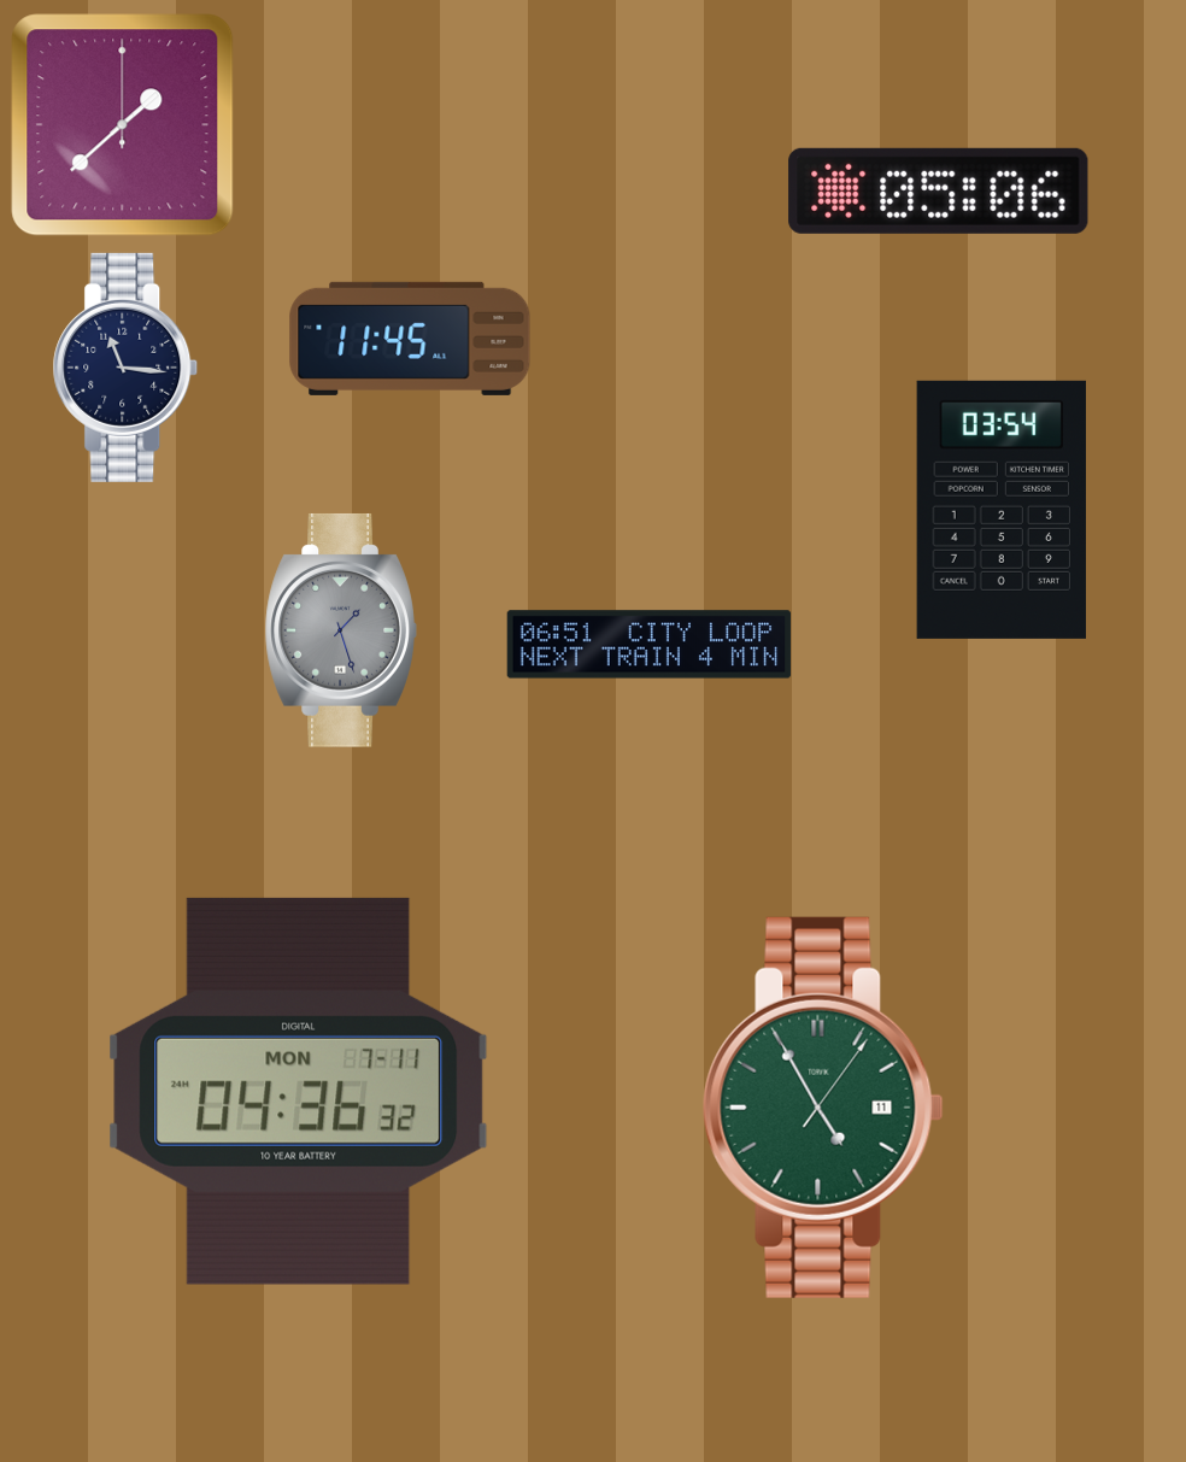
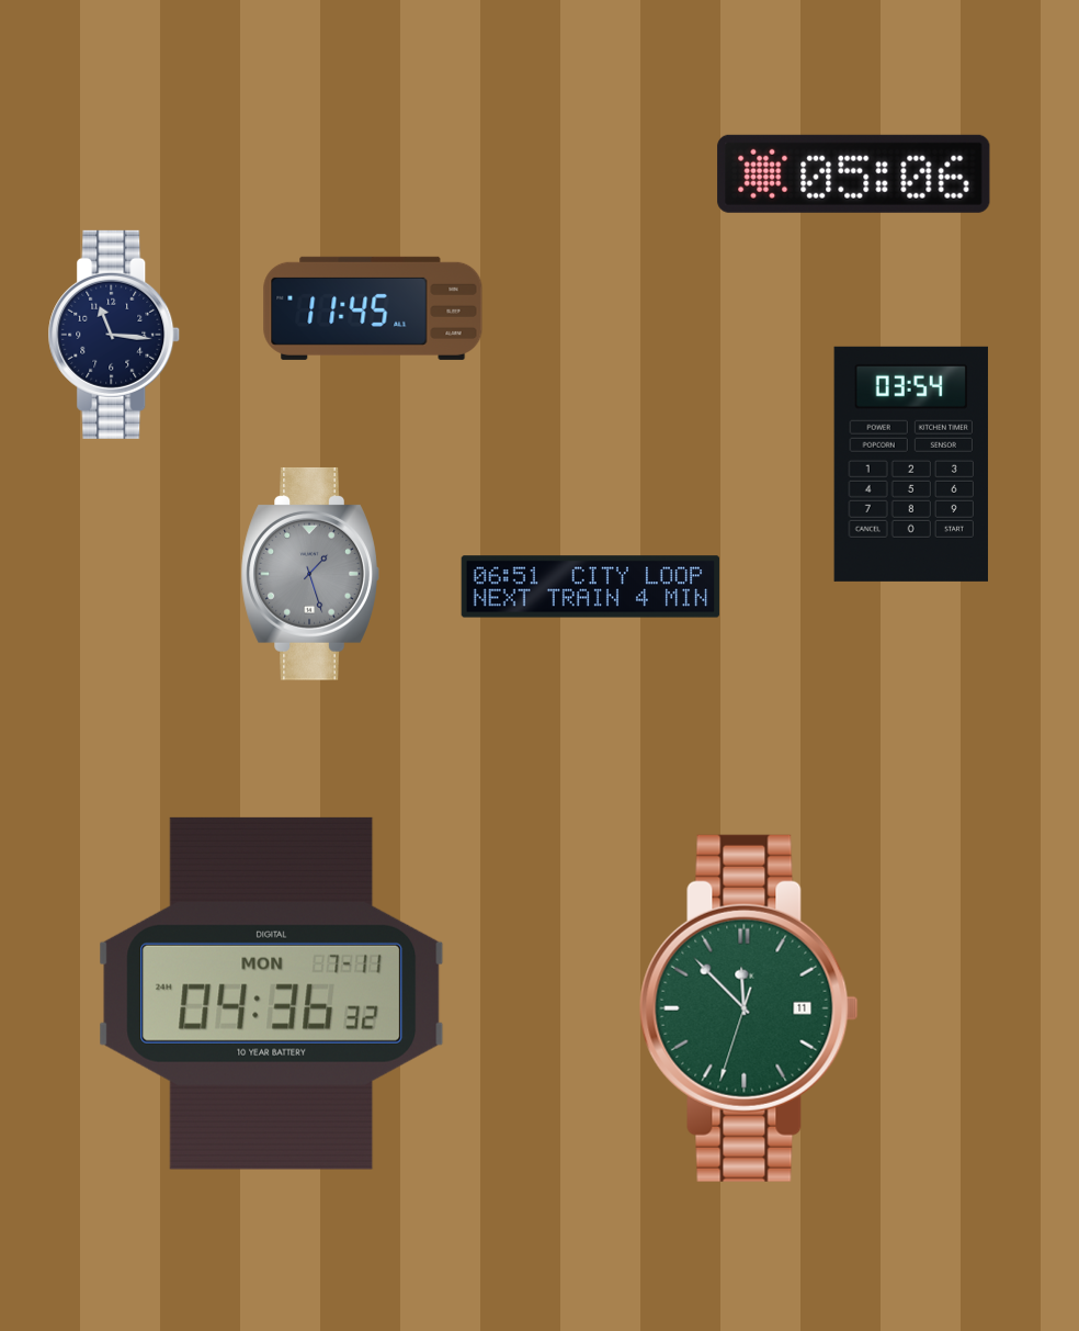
clock at (123, 125): 1:38 -> none
clock at (823, 1108): 4:55 -> 11:52
